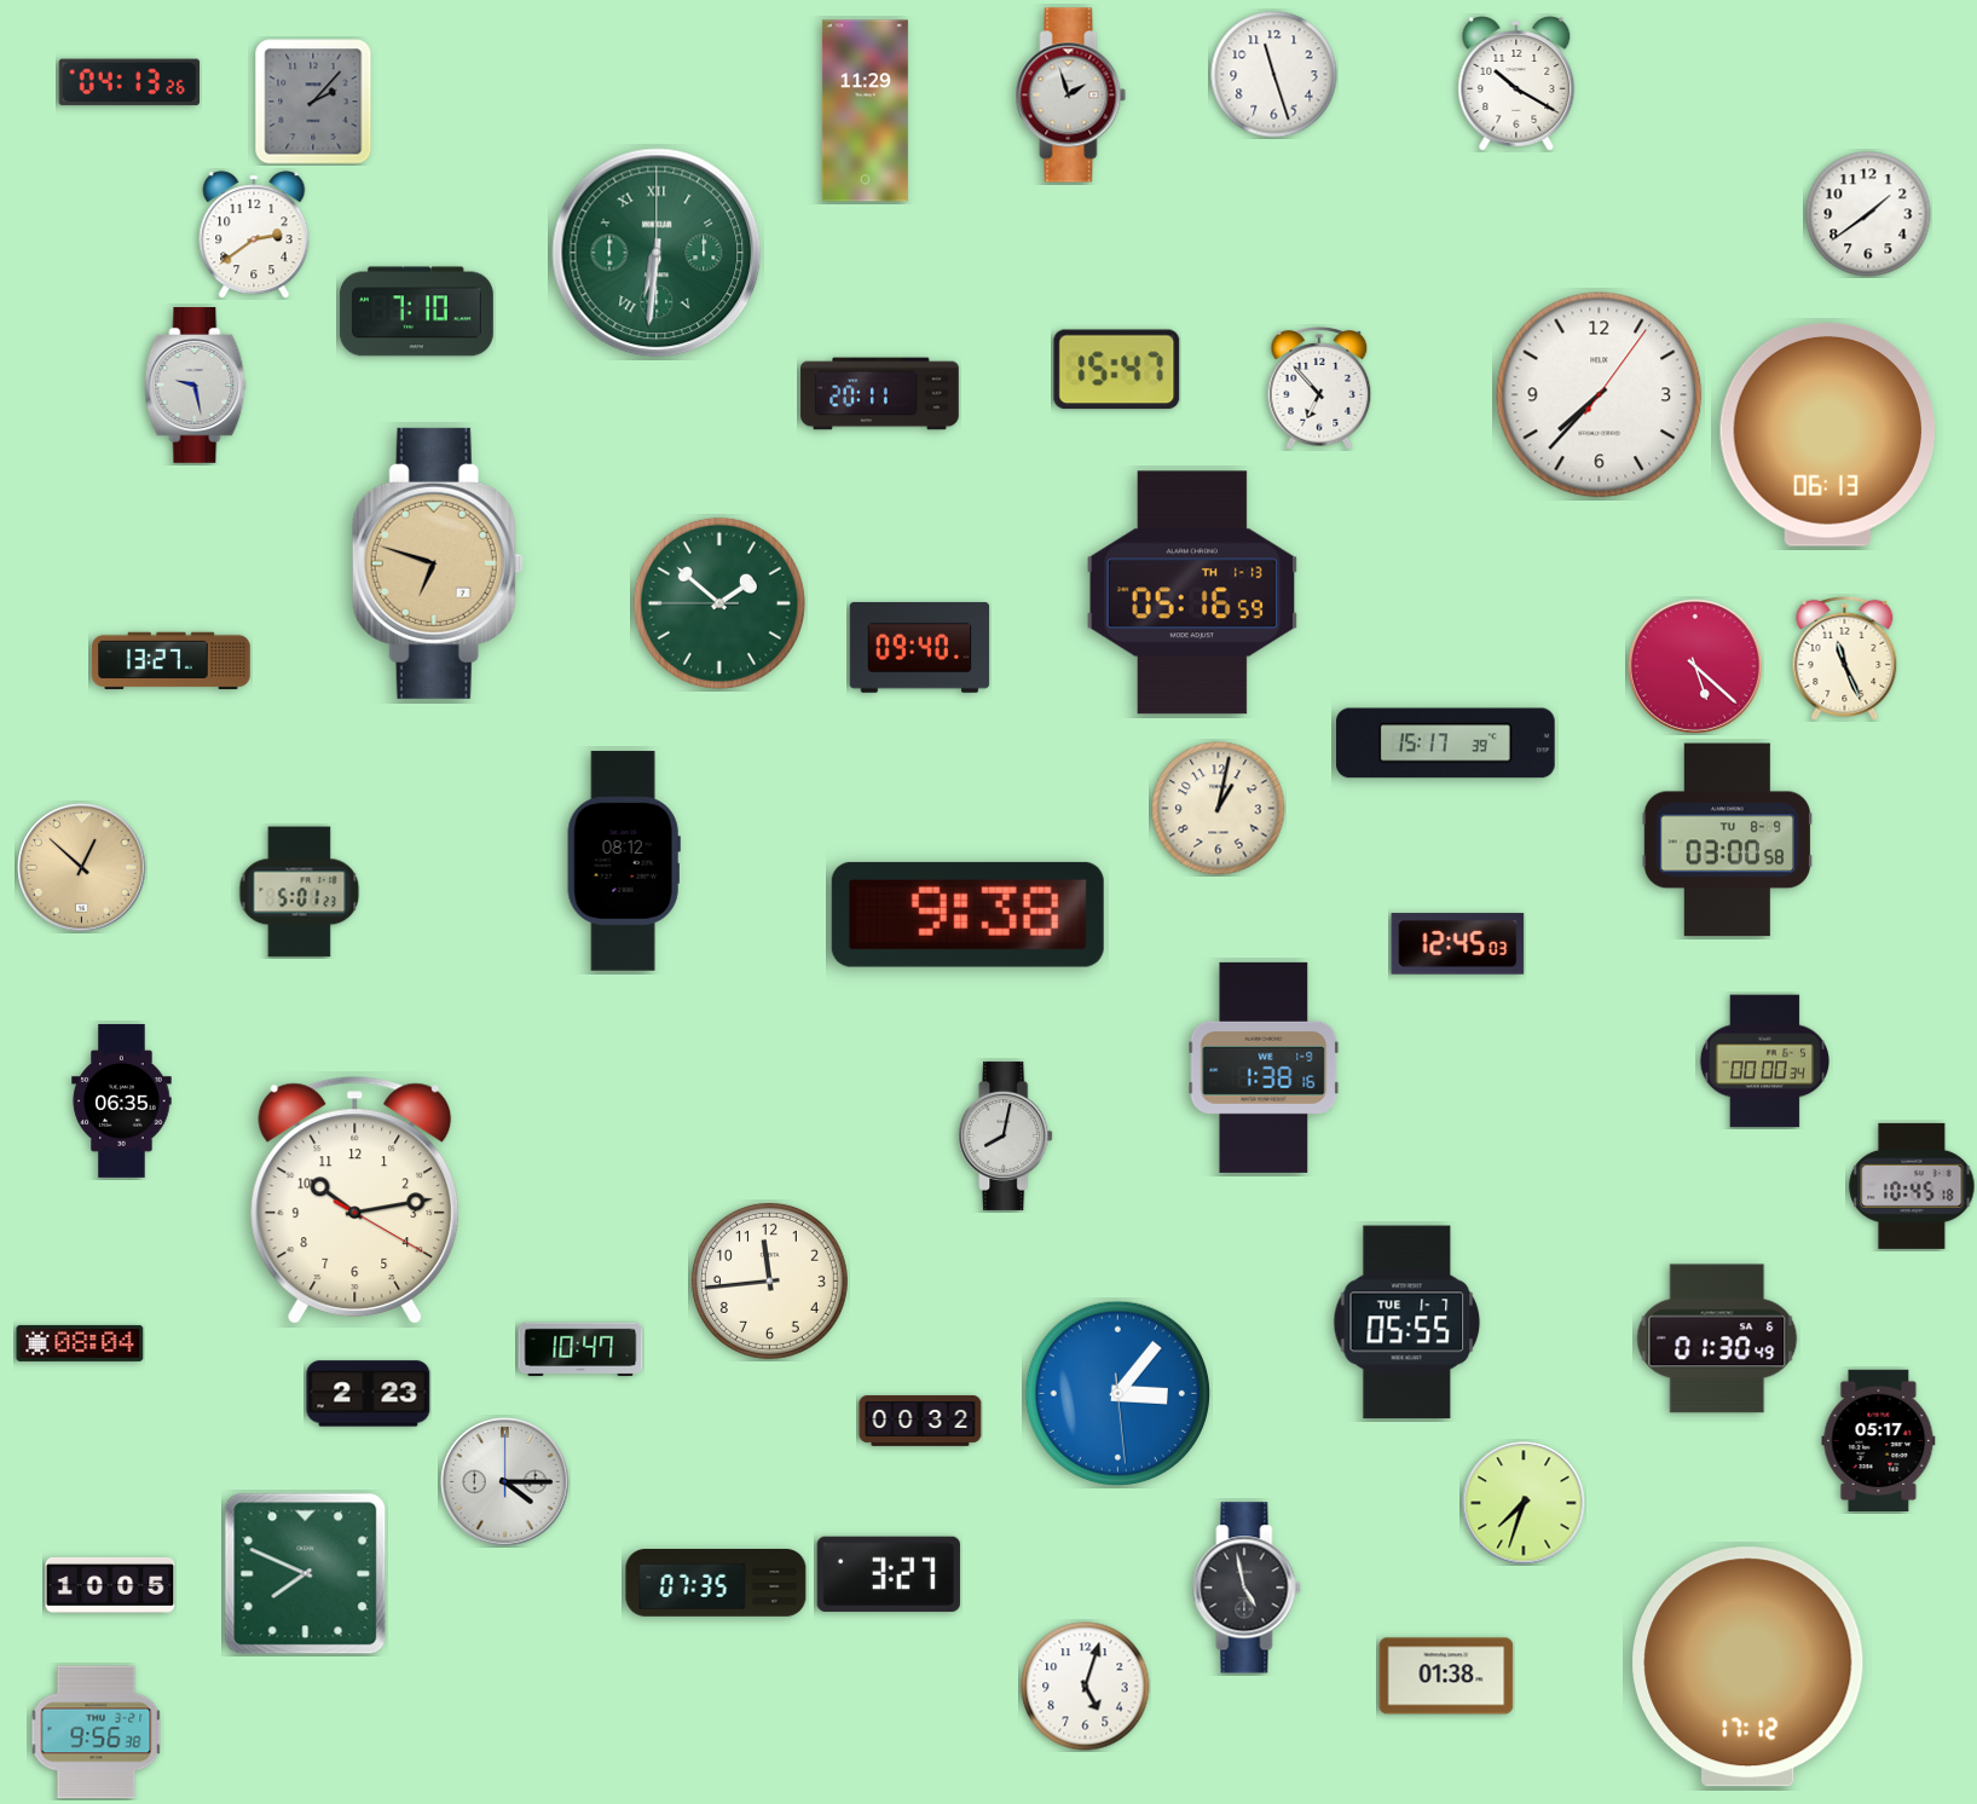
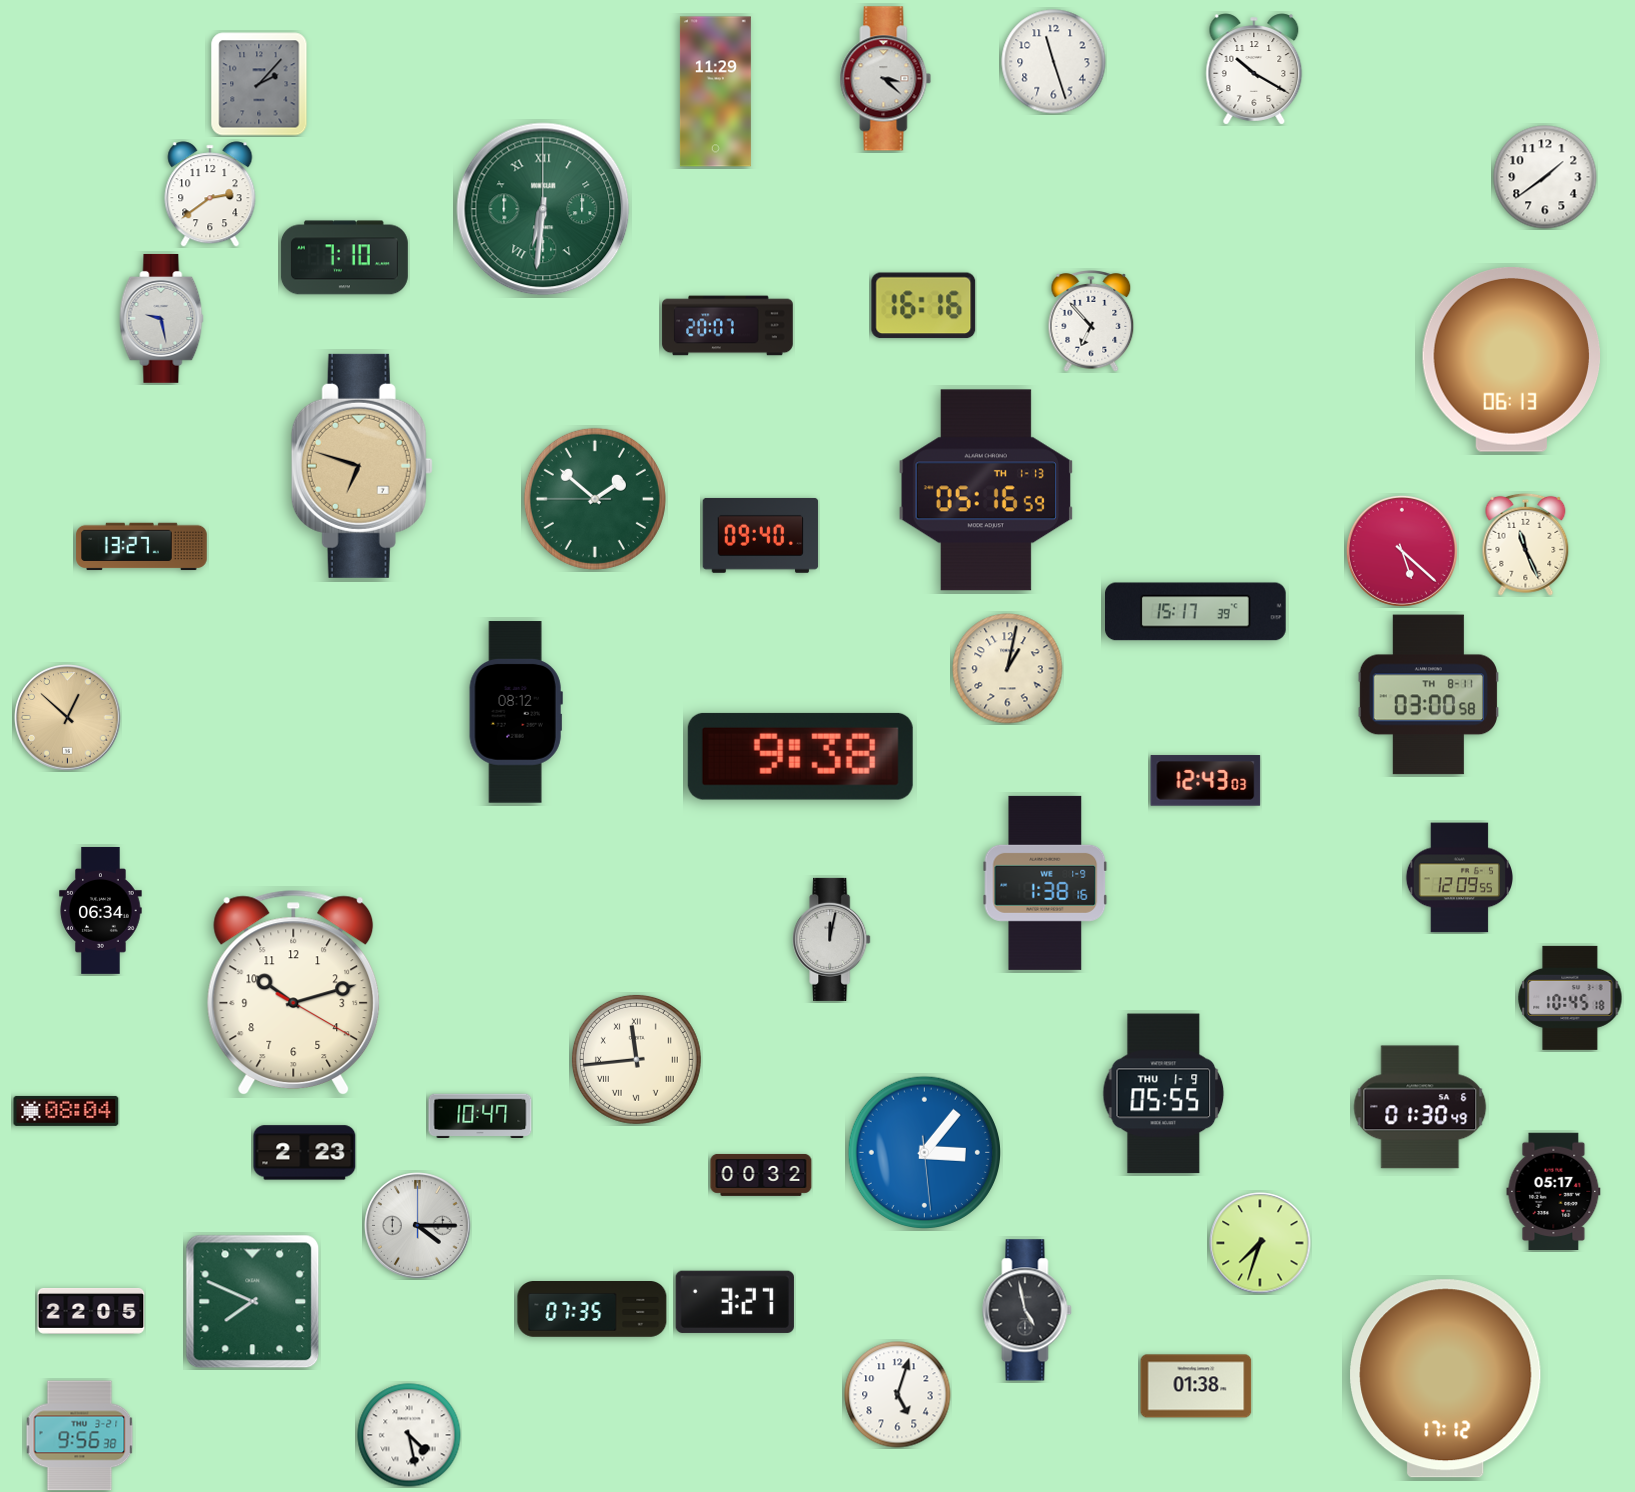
clock at (128, 82): 04:13 -> none
clock at (1071, 96): 1:57 -> 3:22
clock at (1117, 370): 15:47 -> 16:16
clock at (880, 394): 20:11 -> 20:07
clock at (1600, 395): 7:37 -> none
clock at (1446, 744) position: (1446, 744) -> (1196, 612)
clock at (1727, 840) date: TU 8-9 -> TH 8-11
clock at (300, 892): 5:01 -> none
clock at (1458, 944): 12:45 -> 12:43
clock at (1764, 1062): 00:00 -> 12:09
clock at (122, 1100): 06:35 -> 06:34
clock at (1006, 1135): 8:02 -> 12:02
clock at (1912, 1186) position: (1912, 1186) -> (1570, 998)
clock at (355, 1201): 10:13 -> 10:12
clock at (769, 1280) numerals: Arabic -> Roman
clock at (1407, 1323) date: TUE 1-7 -> THU 1-9
clock at (110, 1585): 10:05 -> 22:05
clock at (1247, 1588) position: (1247, 1588) -> (1027, 1310)
clock at (97, 1733) position: (97, 1733) -> (80, 1436)
clock at (409, 1435): none -> 4:28
